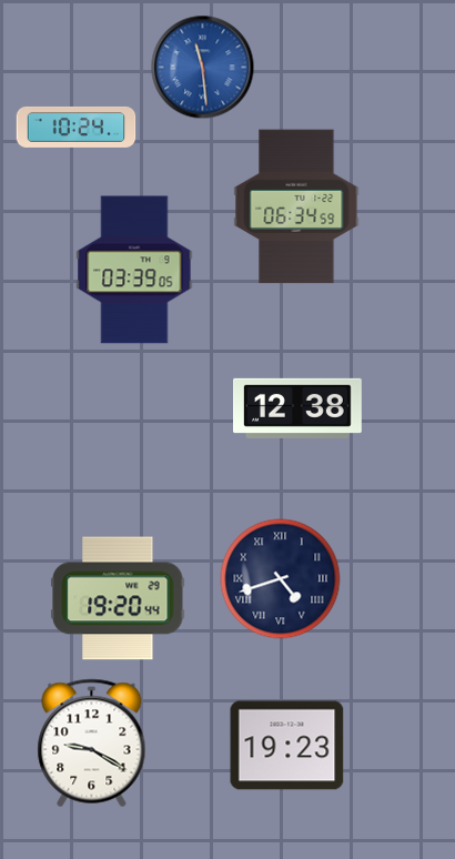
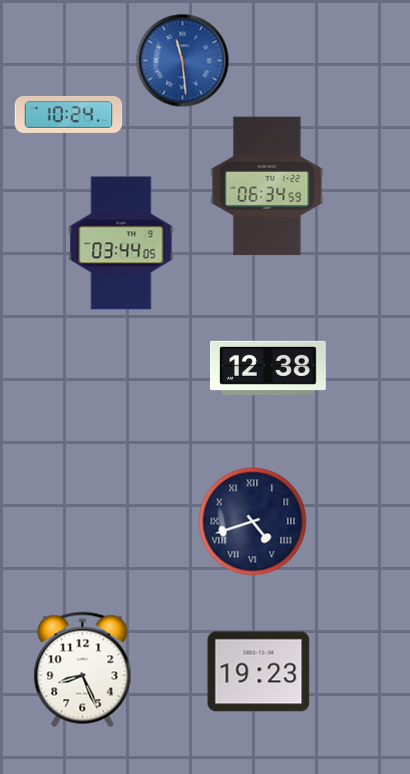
clock at (134, 270): 03:39 -> 03:44
clock at (118, 598): 19:20 -> none
clock at (92, 744): 9:20 -> 8:26
